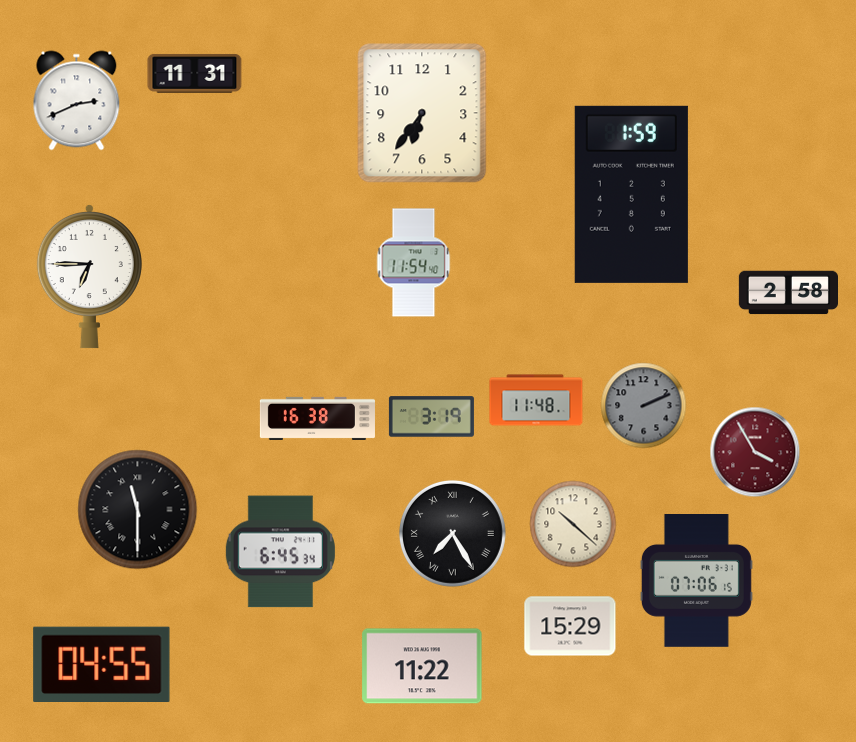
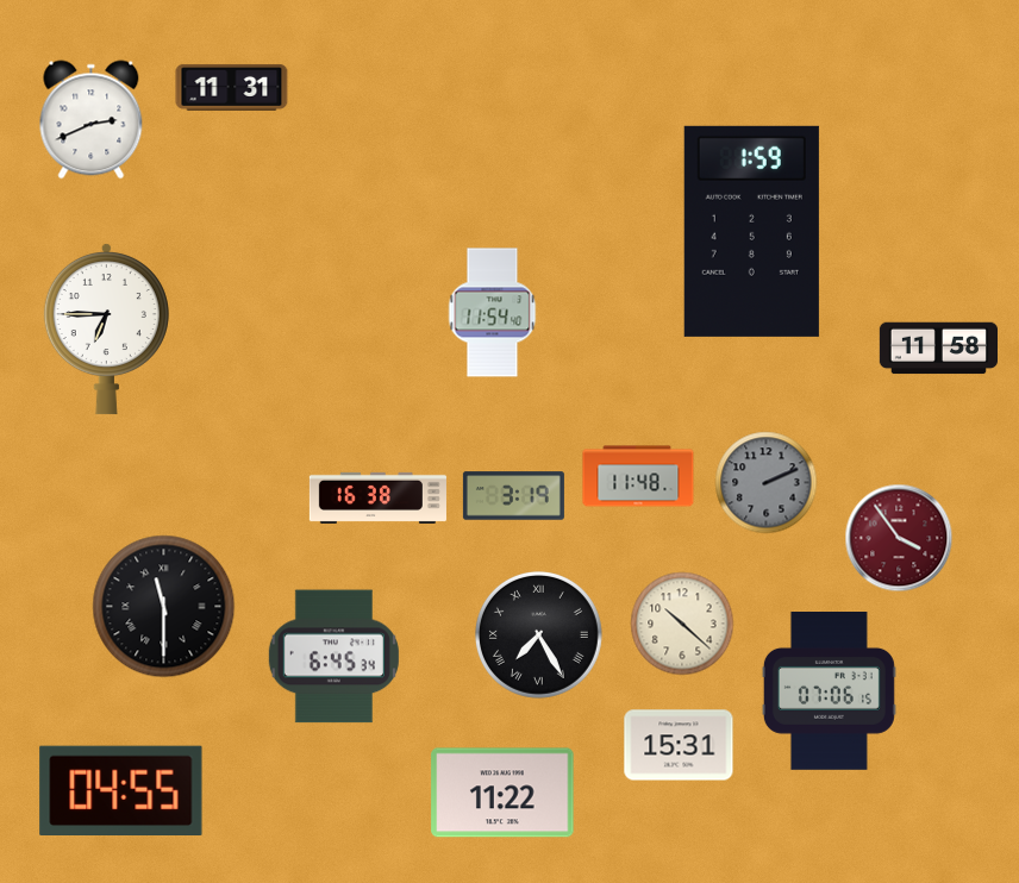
clock at (422, 113): 6:36 -> none
clock at (788, 293): 2:58 -> 11:58
clock at (755, 452): 3:55 -> 3:54
clock at (570, 626): 15:29 -> 15:31
